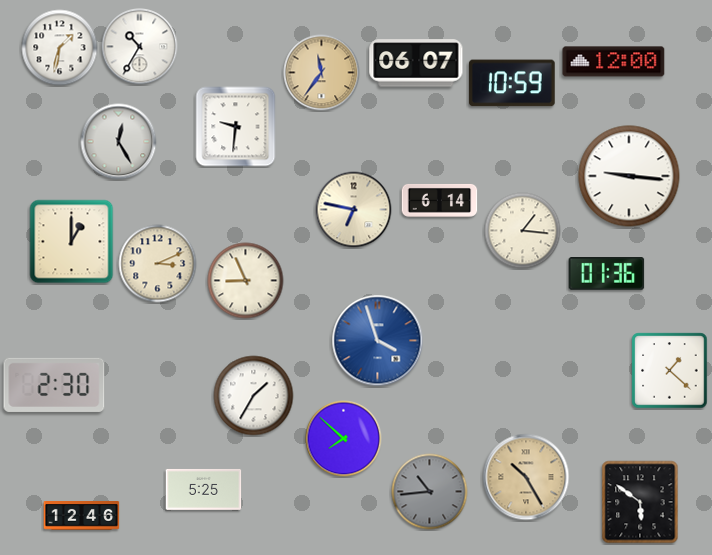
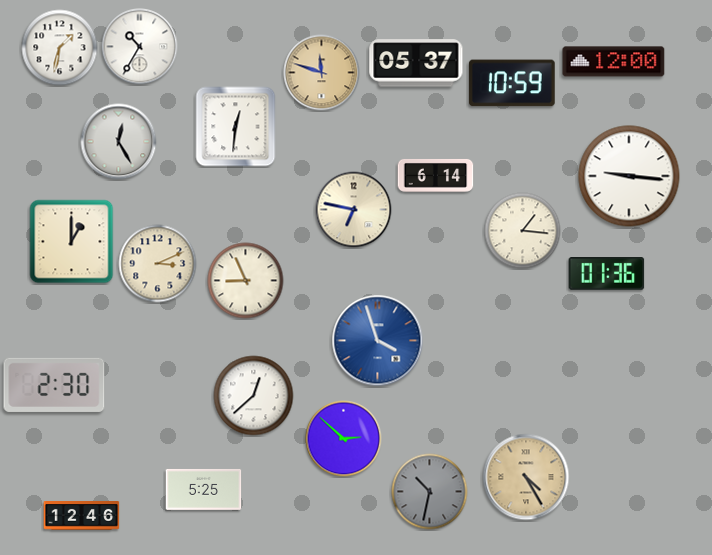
clock at (416, 63): 06:07 -> 05:37
clock at (322, 73): 11:36 -> 11:48
clock at (236, 127): 9:31 -> 12:31
clock at (440, 201) position: (440, 201) -> (436, 176)
clock at (670, 371): 1:22 -> none
clock at (254, 396): 1:35 -> 12:38
clock at (344, 439): 7:52 -> 2:52
clock at (526, 477): 10:25 -> 4:25
clock at (430, 492): 10:44 -> 10:32
clock at (640, 502): 5:51 -> none
